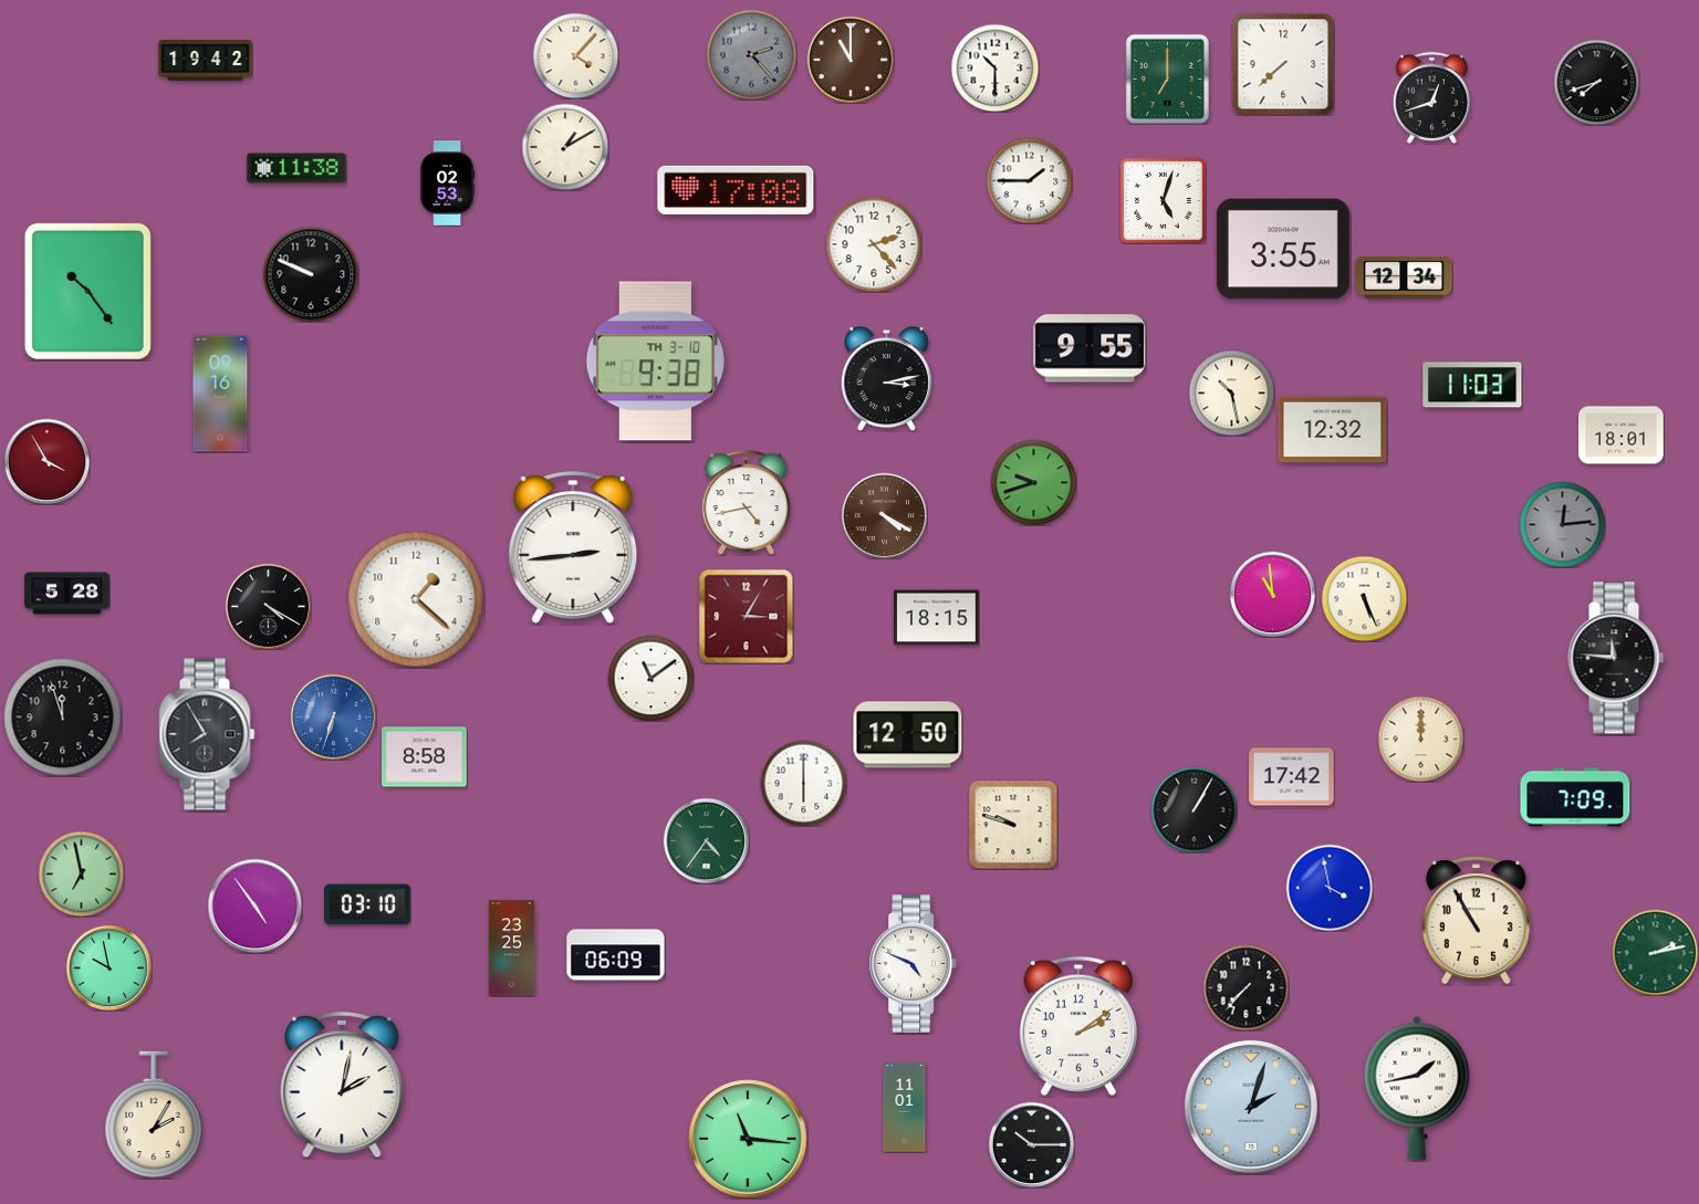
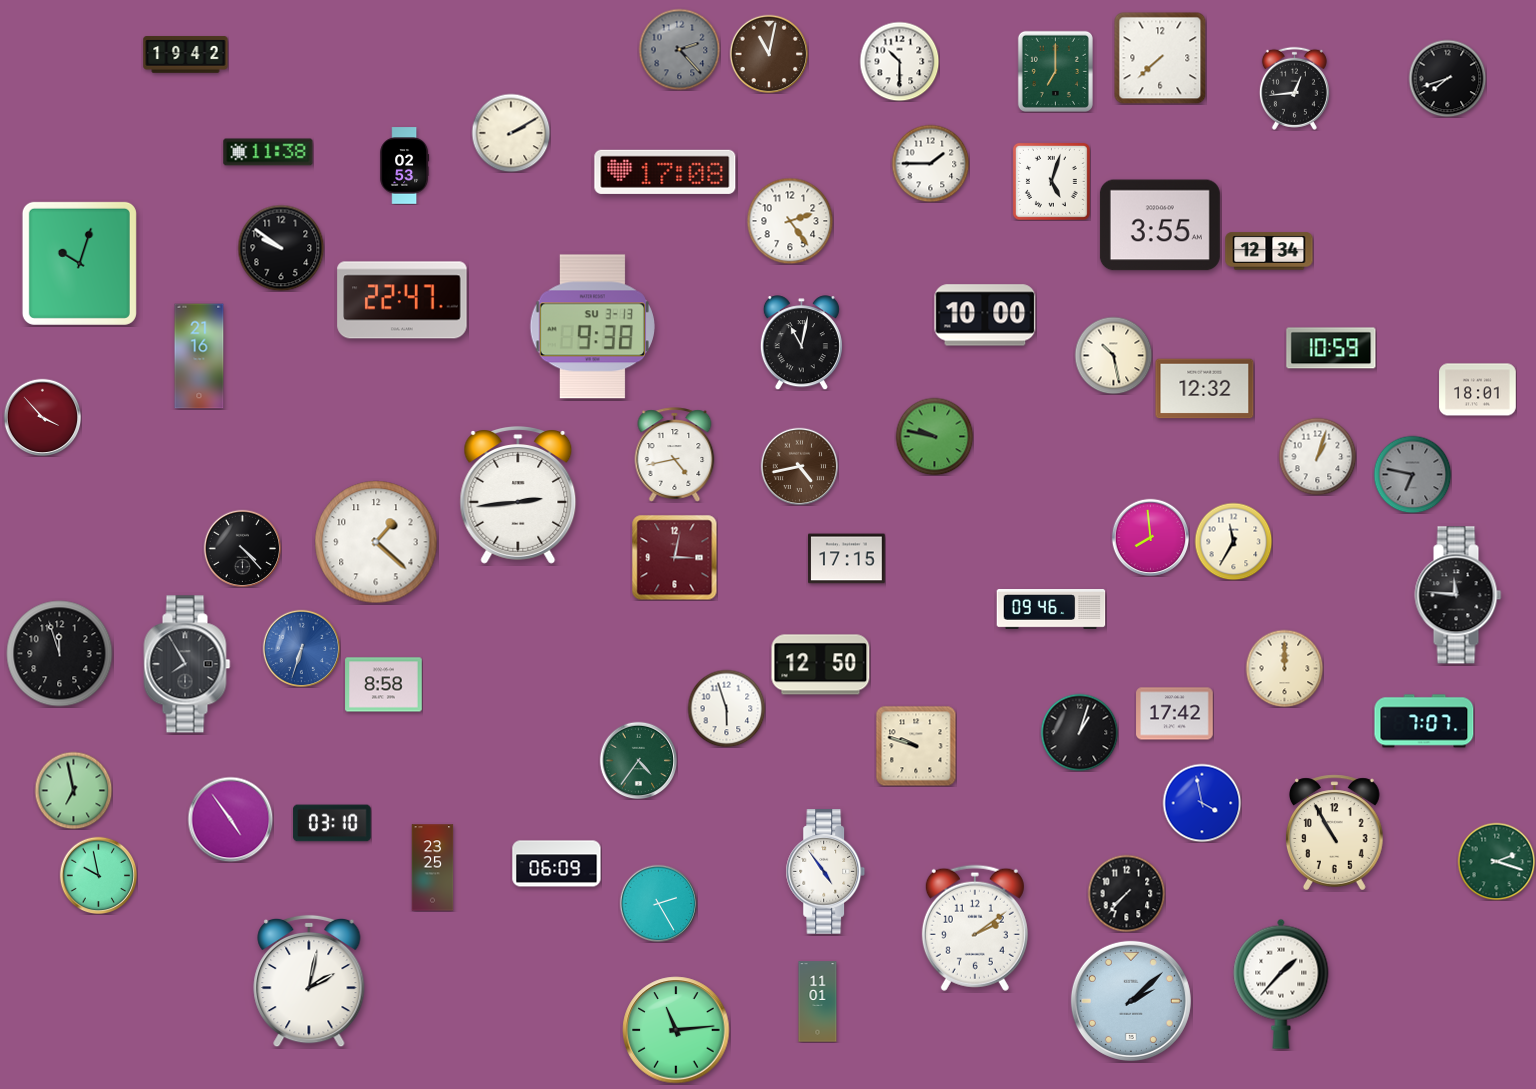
clock at (575, 55): 4:07 -> none
clock at (851, 60): 11:00 -> 11:02
clock at (1596, 82) position: (1596, 82) -> (1447, 78)
clock at (1431, 97): 12:42 -> 12:44
clock at (565, 147): 1:10 -> 2:10
clock at (874, 244): 2:23 -> 2:24
clock at (311, 274): 9:49 -> 9:51
clock at (87, 291): 10:24 -> 10:03
clock at (402, 300): none -> 22:47
clock at (1090, 348): 9:55 -> 10:00
clock at (655, 362) date: TH 3-10 -> SU 3-13
clock at (886, 379): 3:13 -> 11:02
clock at (1472, 385): 11:03 -> 10:59
clock at (220, 394): 09:16 -> 21:16
clock at (1622, 436) position: (1622, 436) -> (1478, 390)
clock at (46, 461): 3:55 -> 3:53
clock at (1033, 482): 9:42 -> 9:47
clock at (1317, 456): none -> 1:03
clock at (884, 515): 4:20 -> 4:43
clock at (1562, 524): 12:14 -> 6:47
clock at (67, 594): 5:28 -> none
clock at (1272, 594): 10:59 -> 7:59
clock at (1364, 598): 5:26 -> 11:35
clock at (268, 606): 4:20 -> 4:23
clock at (746, 616): 3:05 -> 3:02
clock at (937, 618): 18:15 -> 17:15
clock at (1616, 658) position: (1616, 658) -> (1458, 595)
clock at (1051, 610): none -> 09:46
clock at (650, 678): 11:09 -> none
clock at (63, 718) position: (63, 718) -> (60, 654)
clock at (1292, 777) position: (1292, 777) -> (1175, 714)
clock at (803, 783): 6:00 -> 5:57
clock at (1575, 797): 7:09 -> 7:07
clock at (1194, 809): 1:05 -> 1:03
clock at (367, 904) position: (367, 904) -> (332, 823)
clock at (512, 949) position: (512, 949) -> (433, 868)
clock at (1655, 952): 2:13 -> 2:18
clock at (914, 964): 4:49 -> 4:54
clock at (658, 903): none -> 2:25
clock at (1417, 1088): 1:43 -> 1:37
clock at (1251, 1107): 2:03 -> 2:08
clock at (154, 1114): 2:05 -> none
clock at (748, 1139): 11:16 -> 11:14
clock at (1031, 1144): 10:15 -> none
